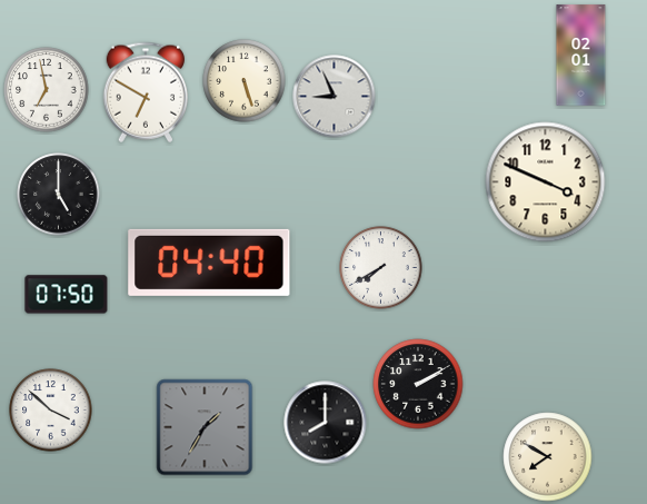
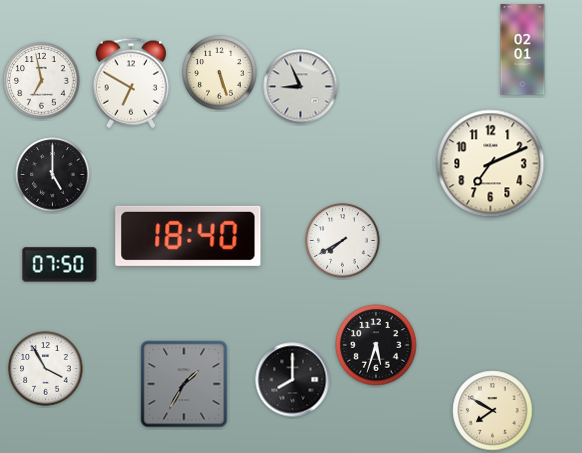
clock at (546, 182): 3:49 -> 7:11
clock at (209, 263): 04:40 -> 18:40
clock at (418, 384): 2:10 -> 5:33
clock at (51, 411): 3:52 -> 3:55
